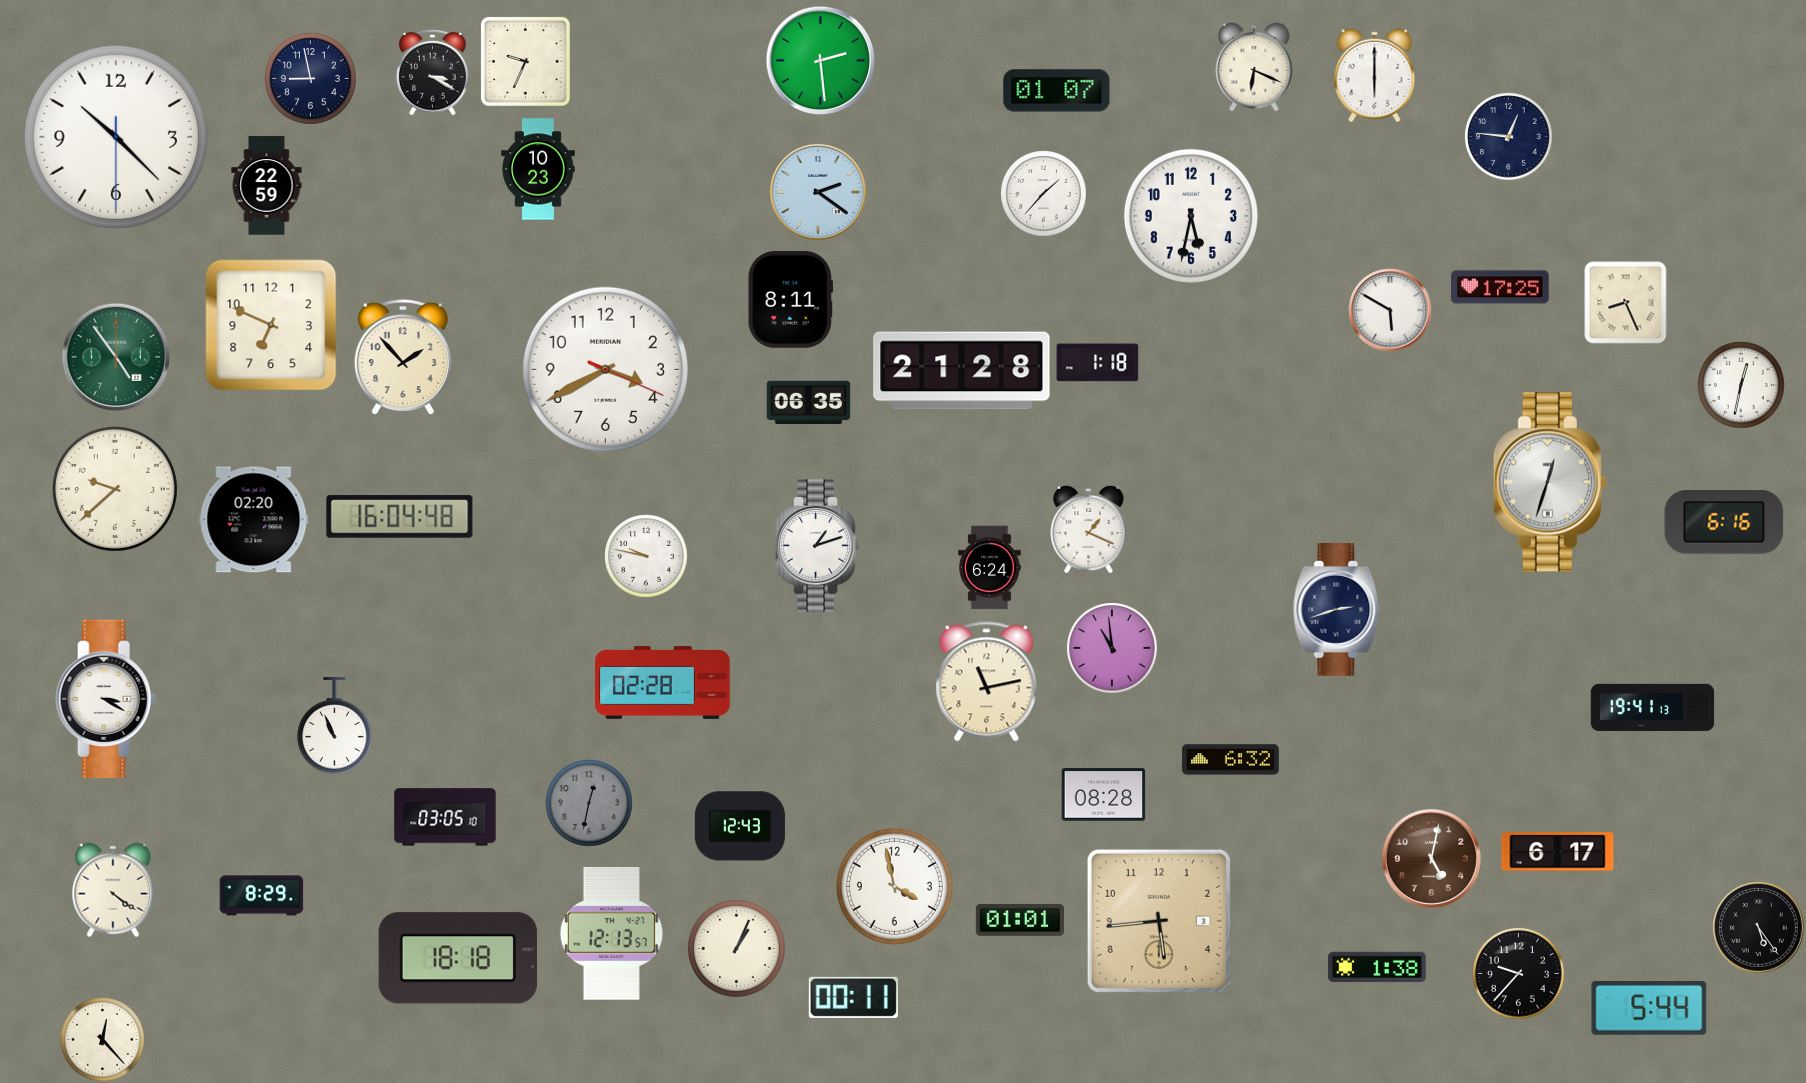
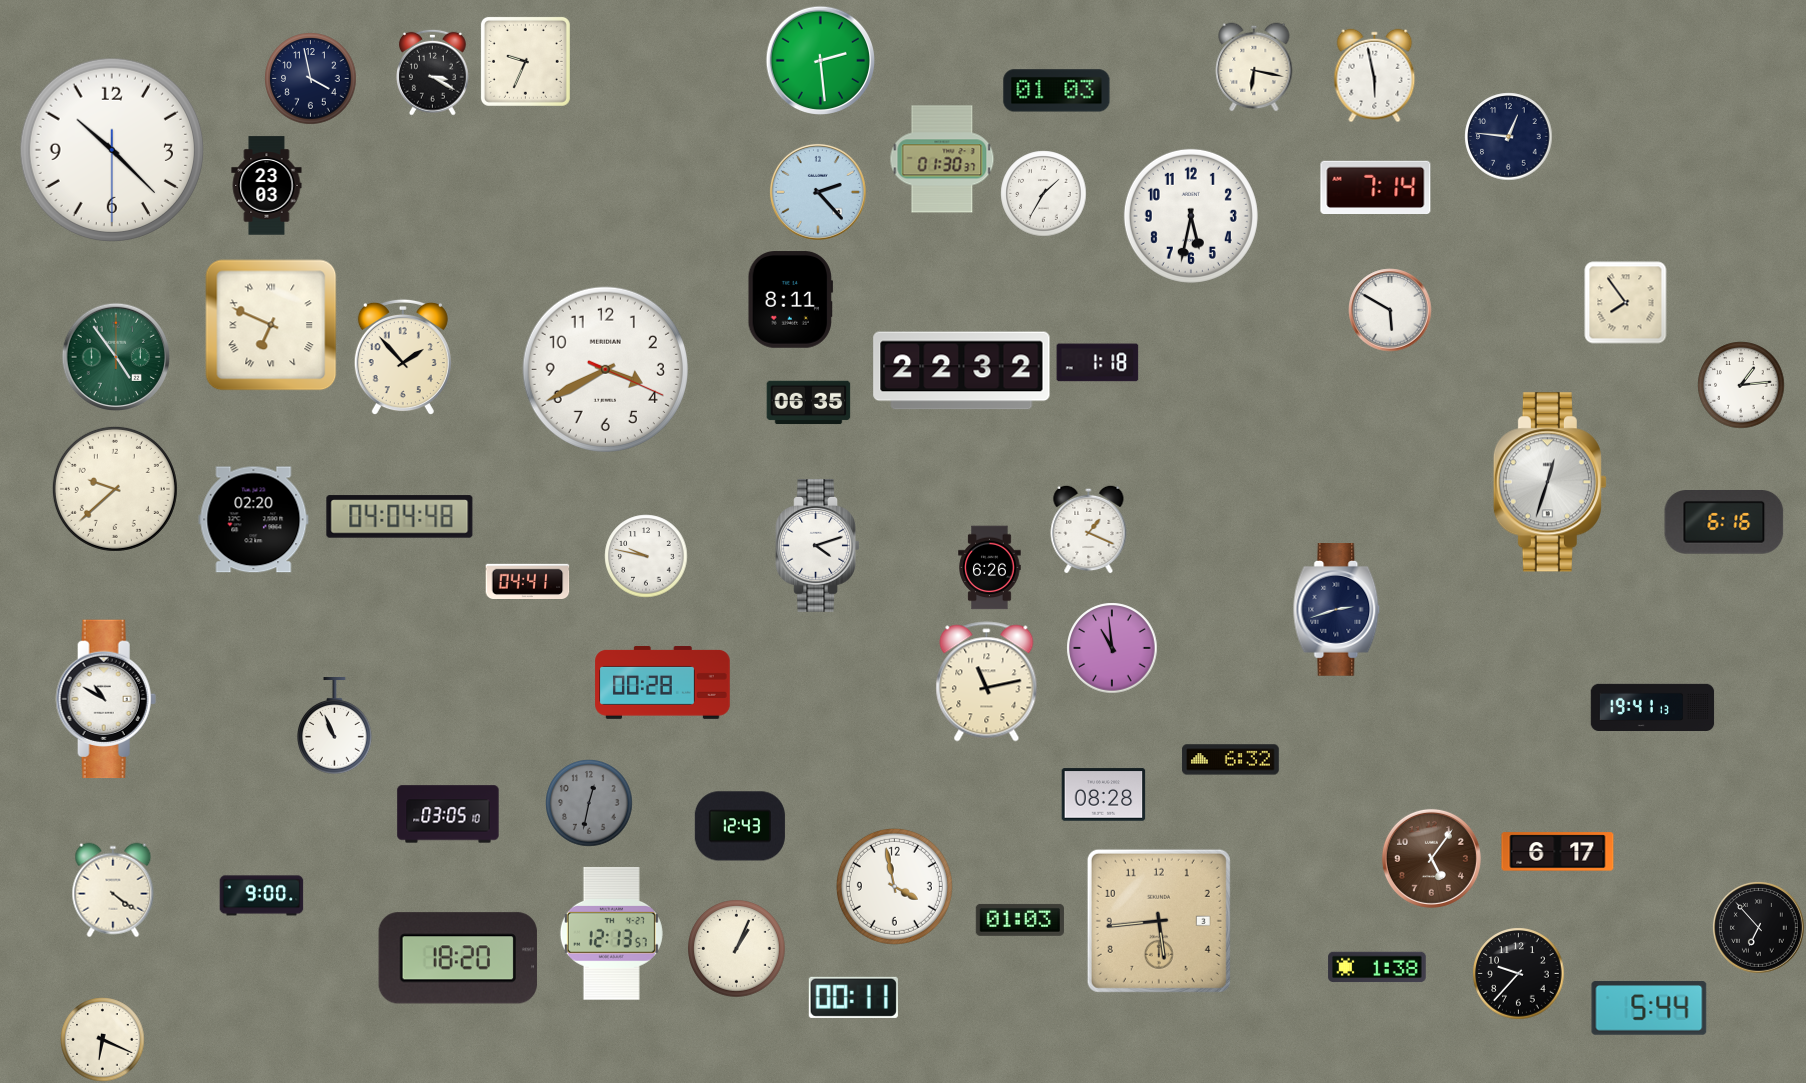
clock at (1254, 67): 6:19 -> 6:17
clock at (1375, 76): 6:00 -> 5:58
clock at (311, 79): 8:58 -> 3:58
clock at (1057, 91): 01:07 -> 01:03
clock at (116, 137) position: (116, 137) -> (112, 150)
clock at (942, 159): none -> 01:30
clock at (538, 169): 10:23 -> none
clock at (267, 186): 22:59 -> 23:03
clock at (1376, 188): none -> 7:14
clock at (818, 192): 2:21 -> 2:23
clock at (1044, 194): 1:37 -> 1:35
clock at (1500, 287): 17:25 -> none
clock at (1626, 303): 8:26 -> 7:54
clock at (271, 325) numerals: Arabic -> Roman
clock at (962, 371): 21:28 -> 22:32
clock at (1741, 385): 12:32 -> 1:14
clock at (400, 517): 16:04 -> 04:04
clock at (818, 546): 1:12 -> 4:12
clock at (990, 568): 6:24 -> 6:26
clock at (528, 581): none -> 04:41
clock at (663, 683): 02:28 -> 00:28
clock at (106, 699): 3:20 -> 10:50
clock at (445, 817) position: (445, 817) -> (448, 814)
clock at (1431, 858): 5:02 -> 5:06
clock at (262, 896): 8:29 -> 9:00
clock at (1020, 920): 01:01 -> 01:03
clock at (1759, 928): 5:24 -> 6:53
clock at (457, 958): 18:18 -> 18:20
clock at (103, 1040): 12:23 -> 6:19
